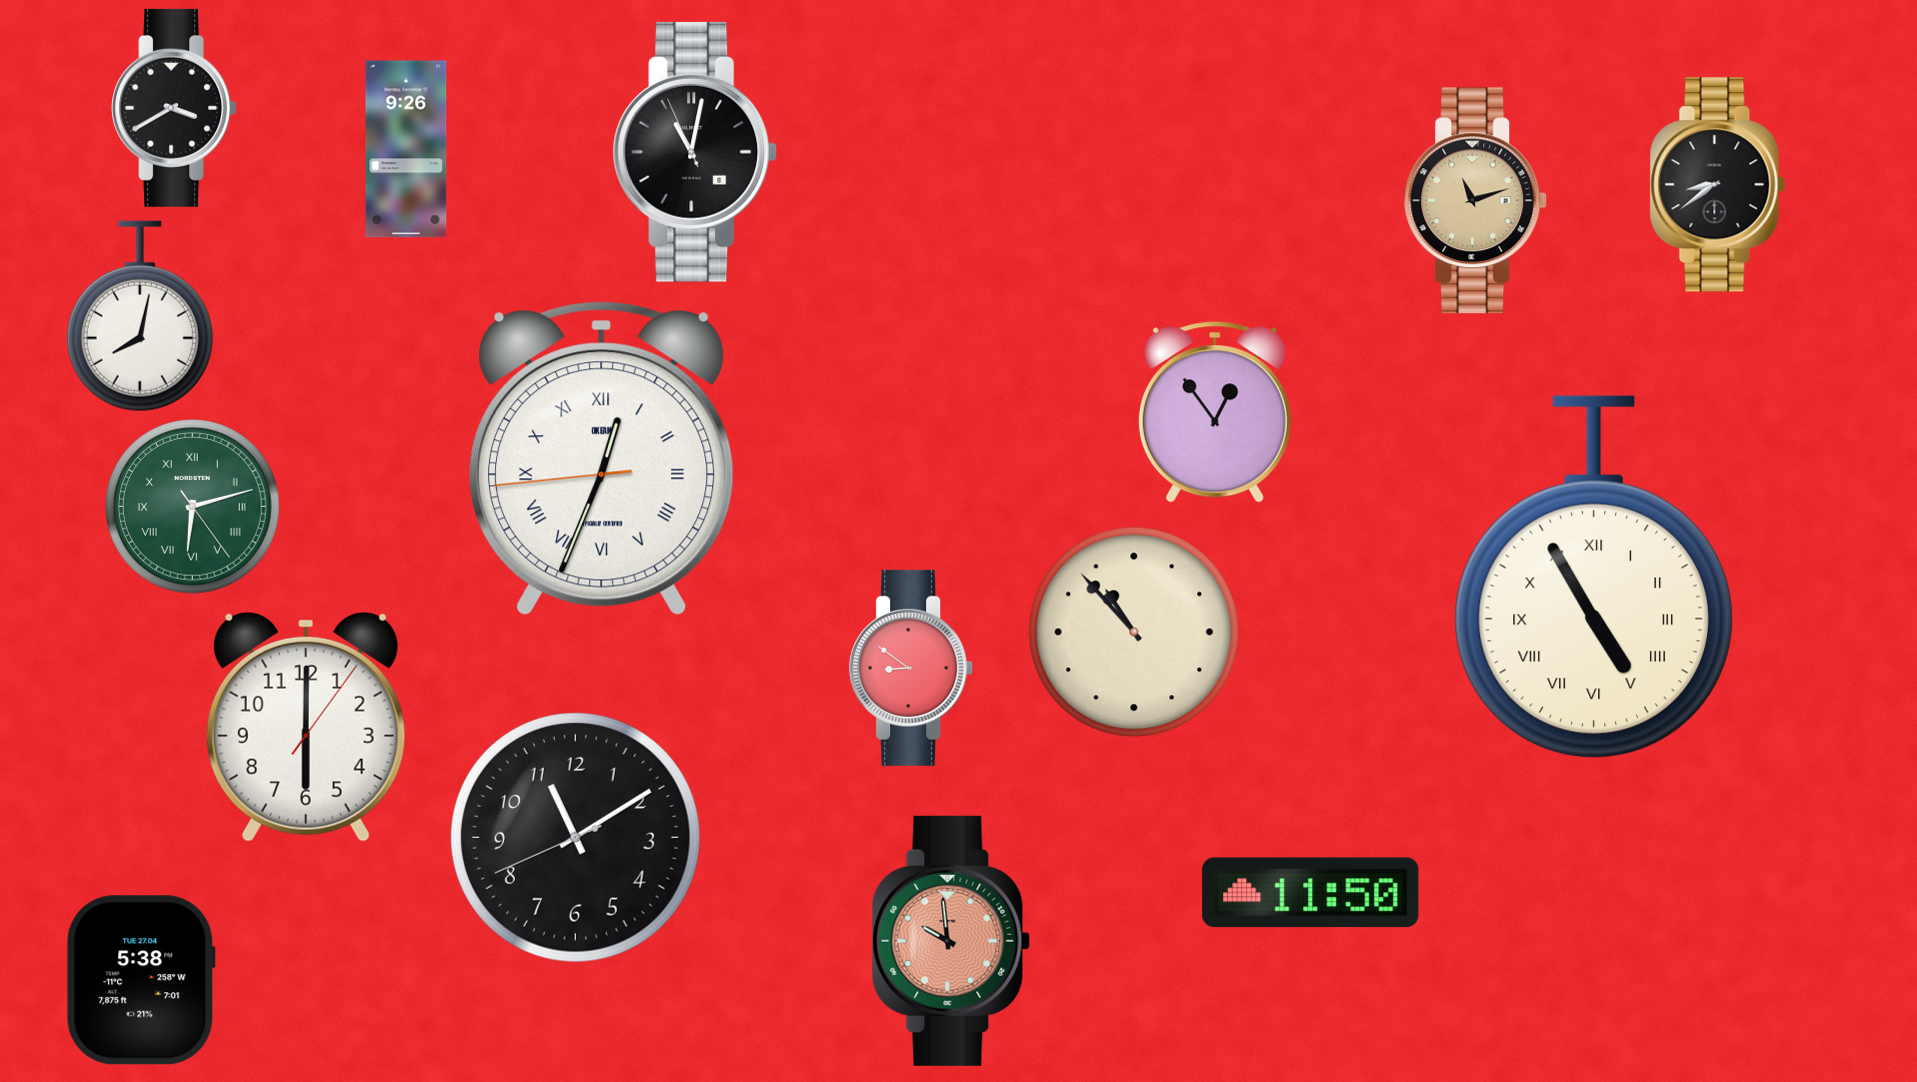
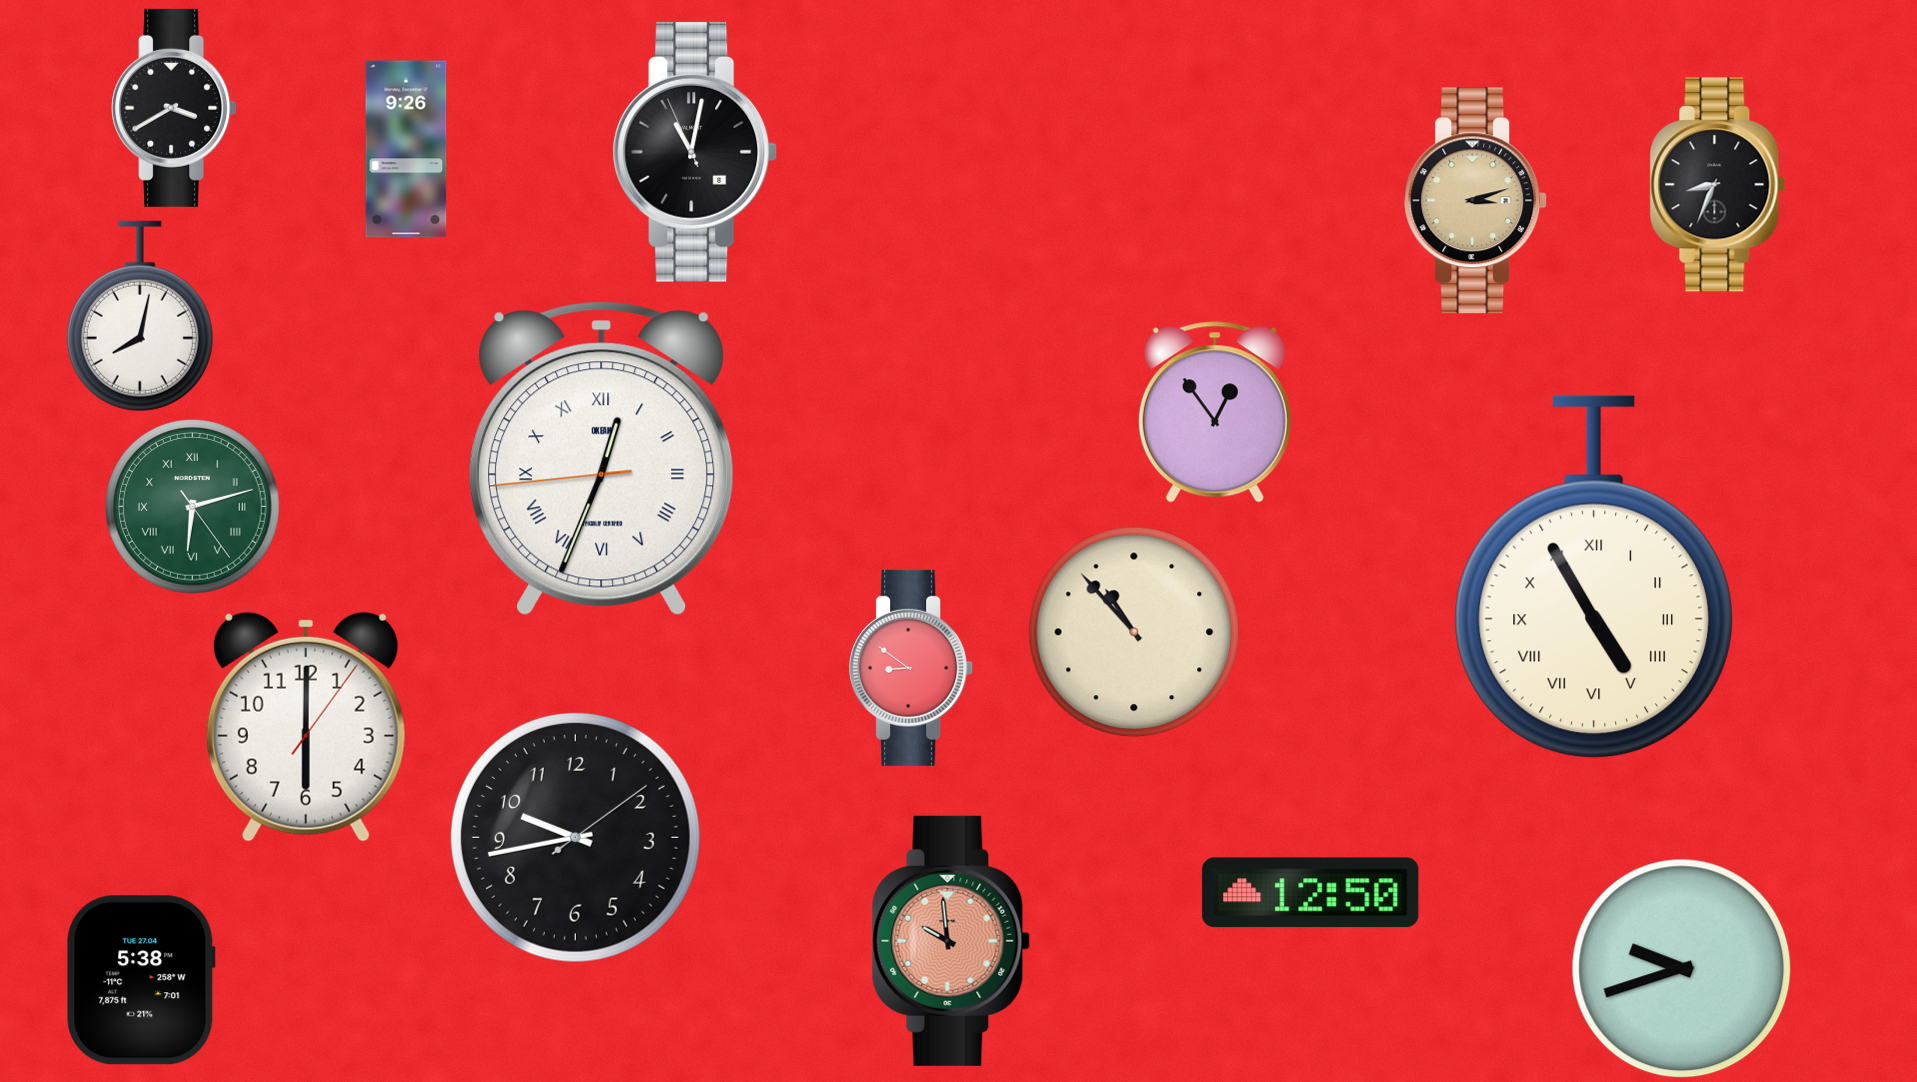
clock at (1718, 185): 8:39 -> 8:34
clock at (1476, 201): 11:12 -> 3:12
clock at (575, 837): 11:09 -> 9:43
clock at (1311, 893): 11:50 -> 12:50
clock at (1682, 969): none -> 9:42
